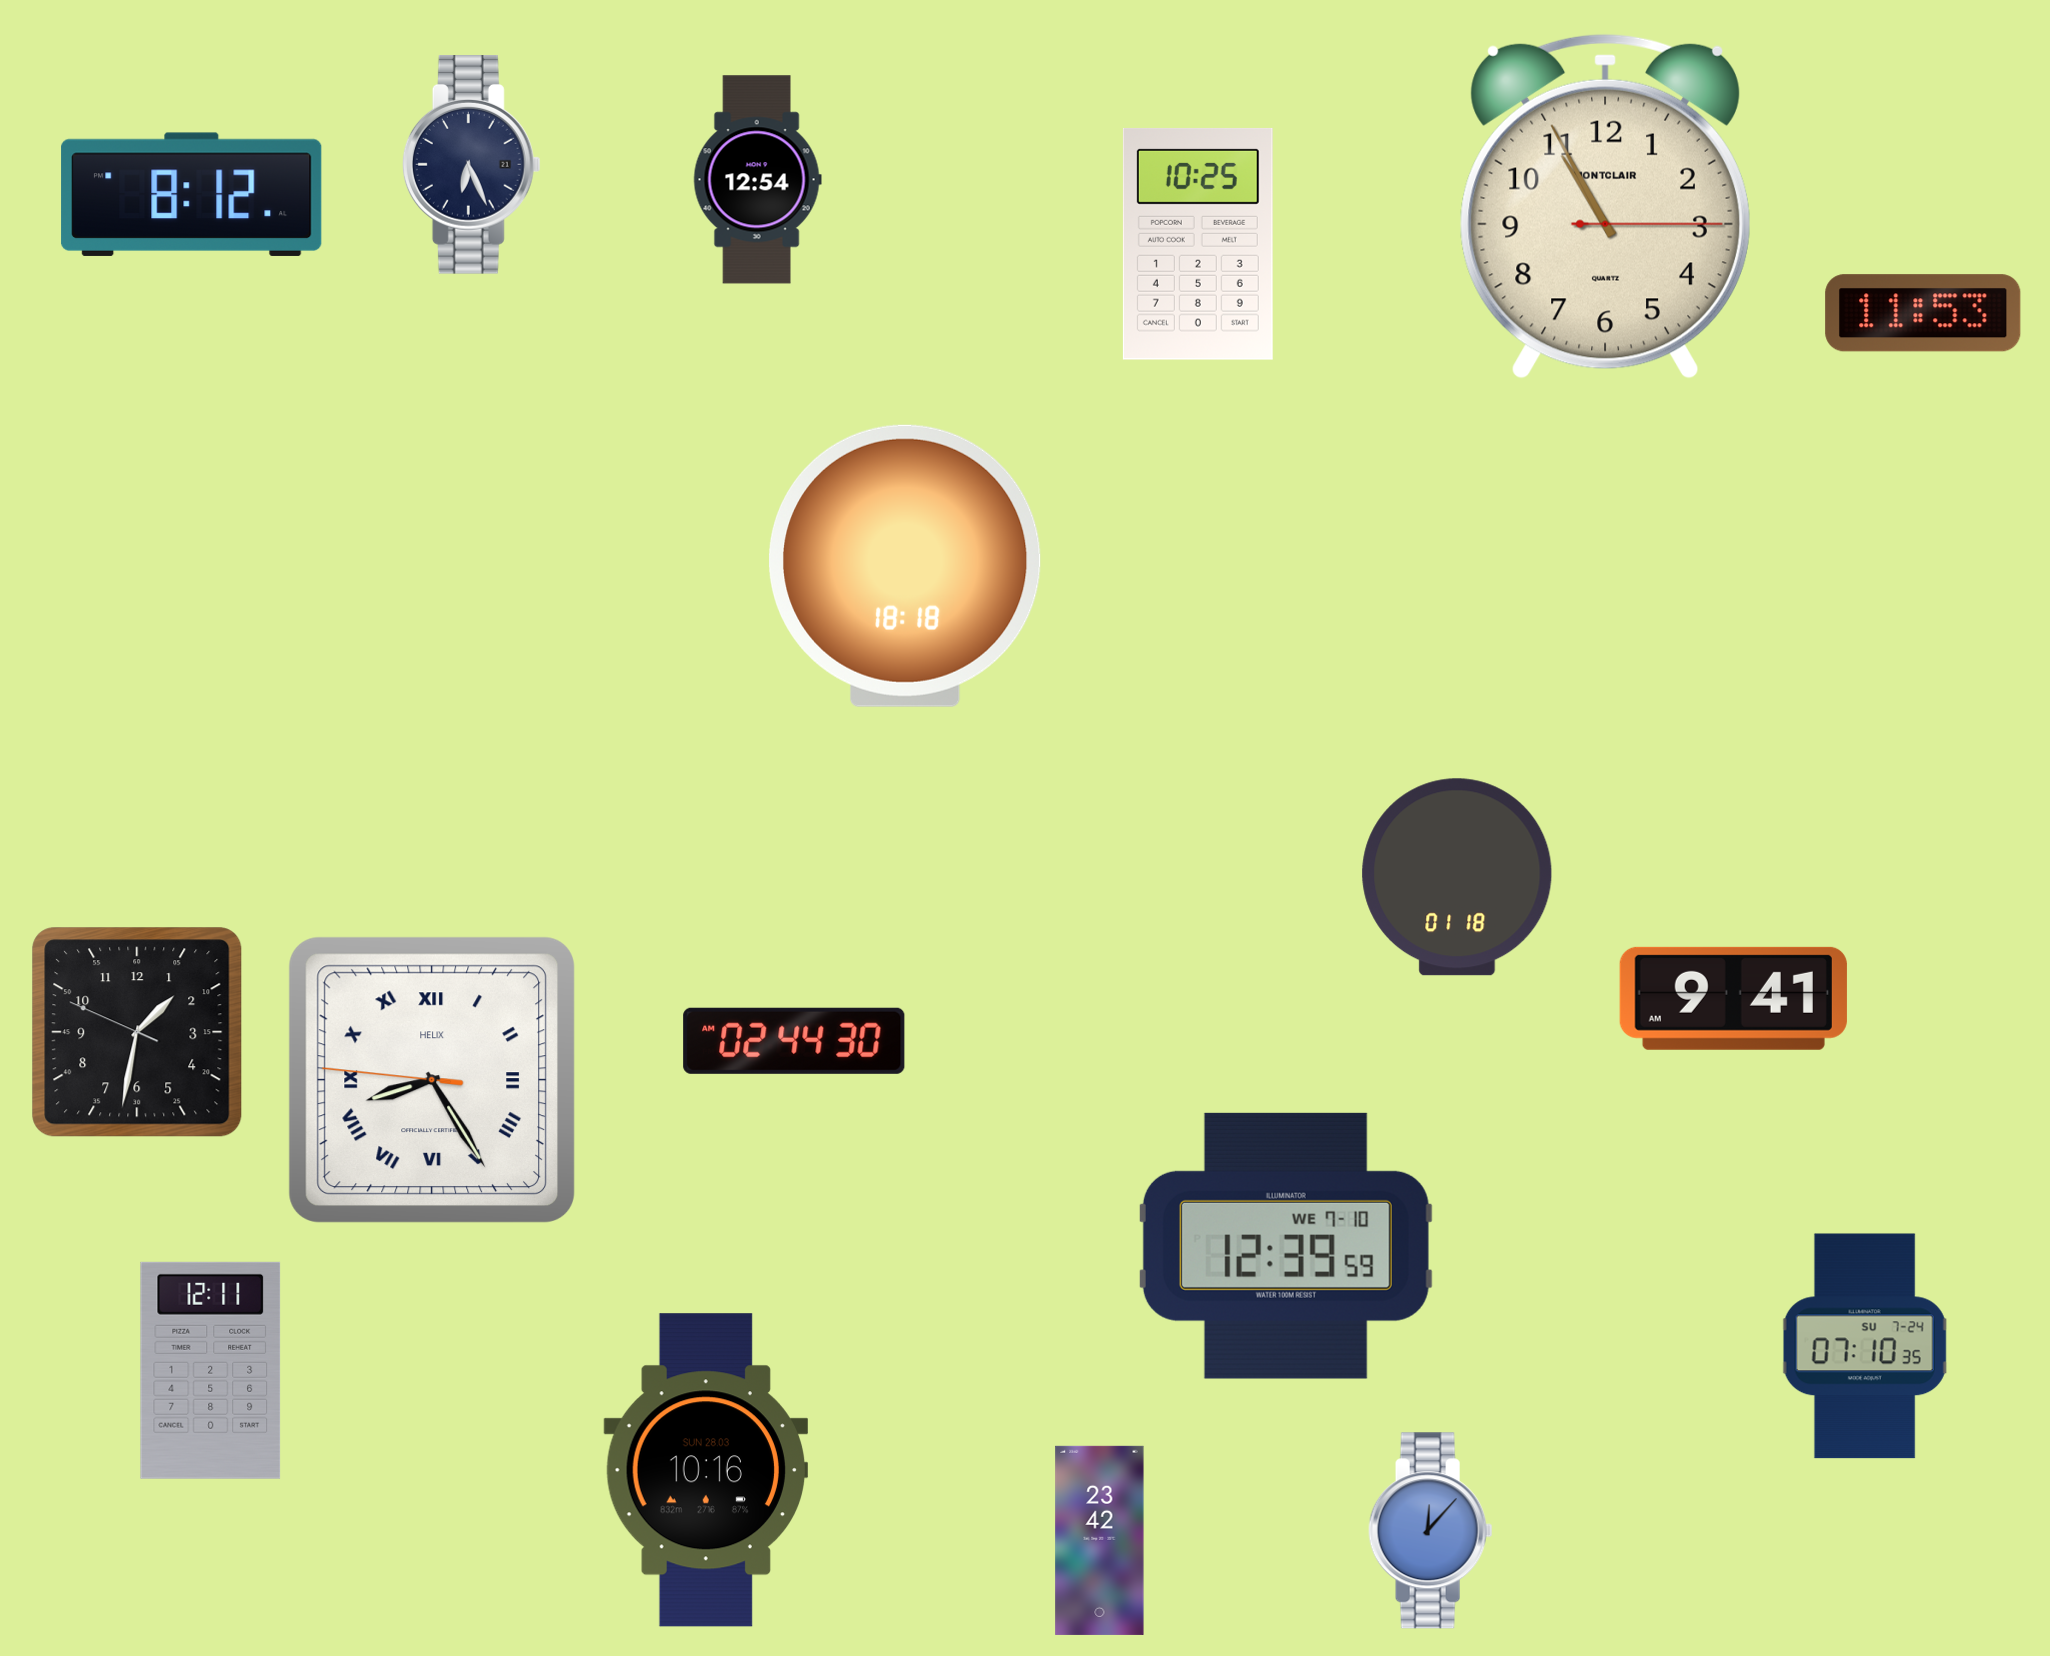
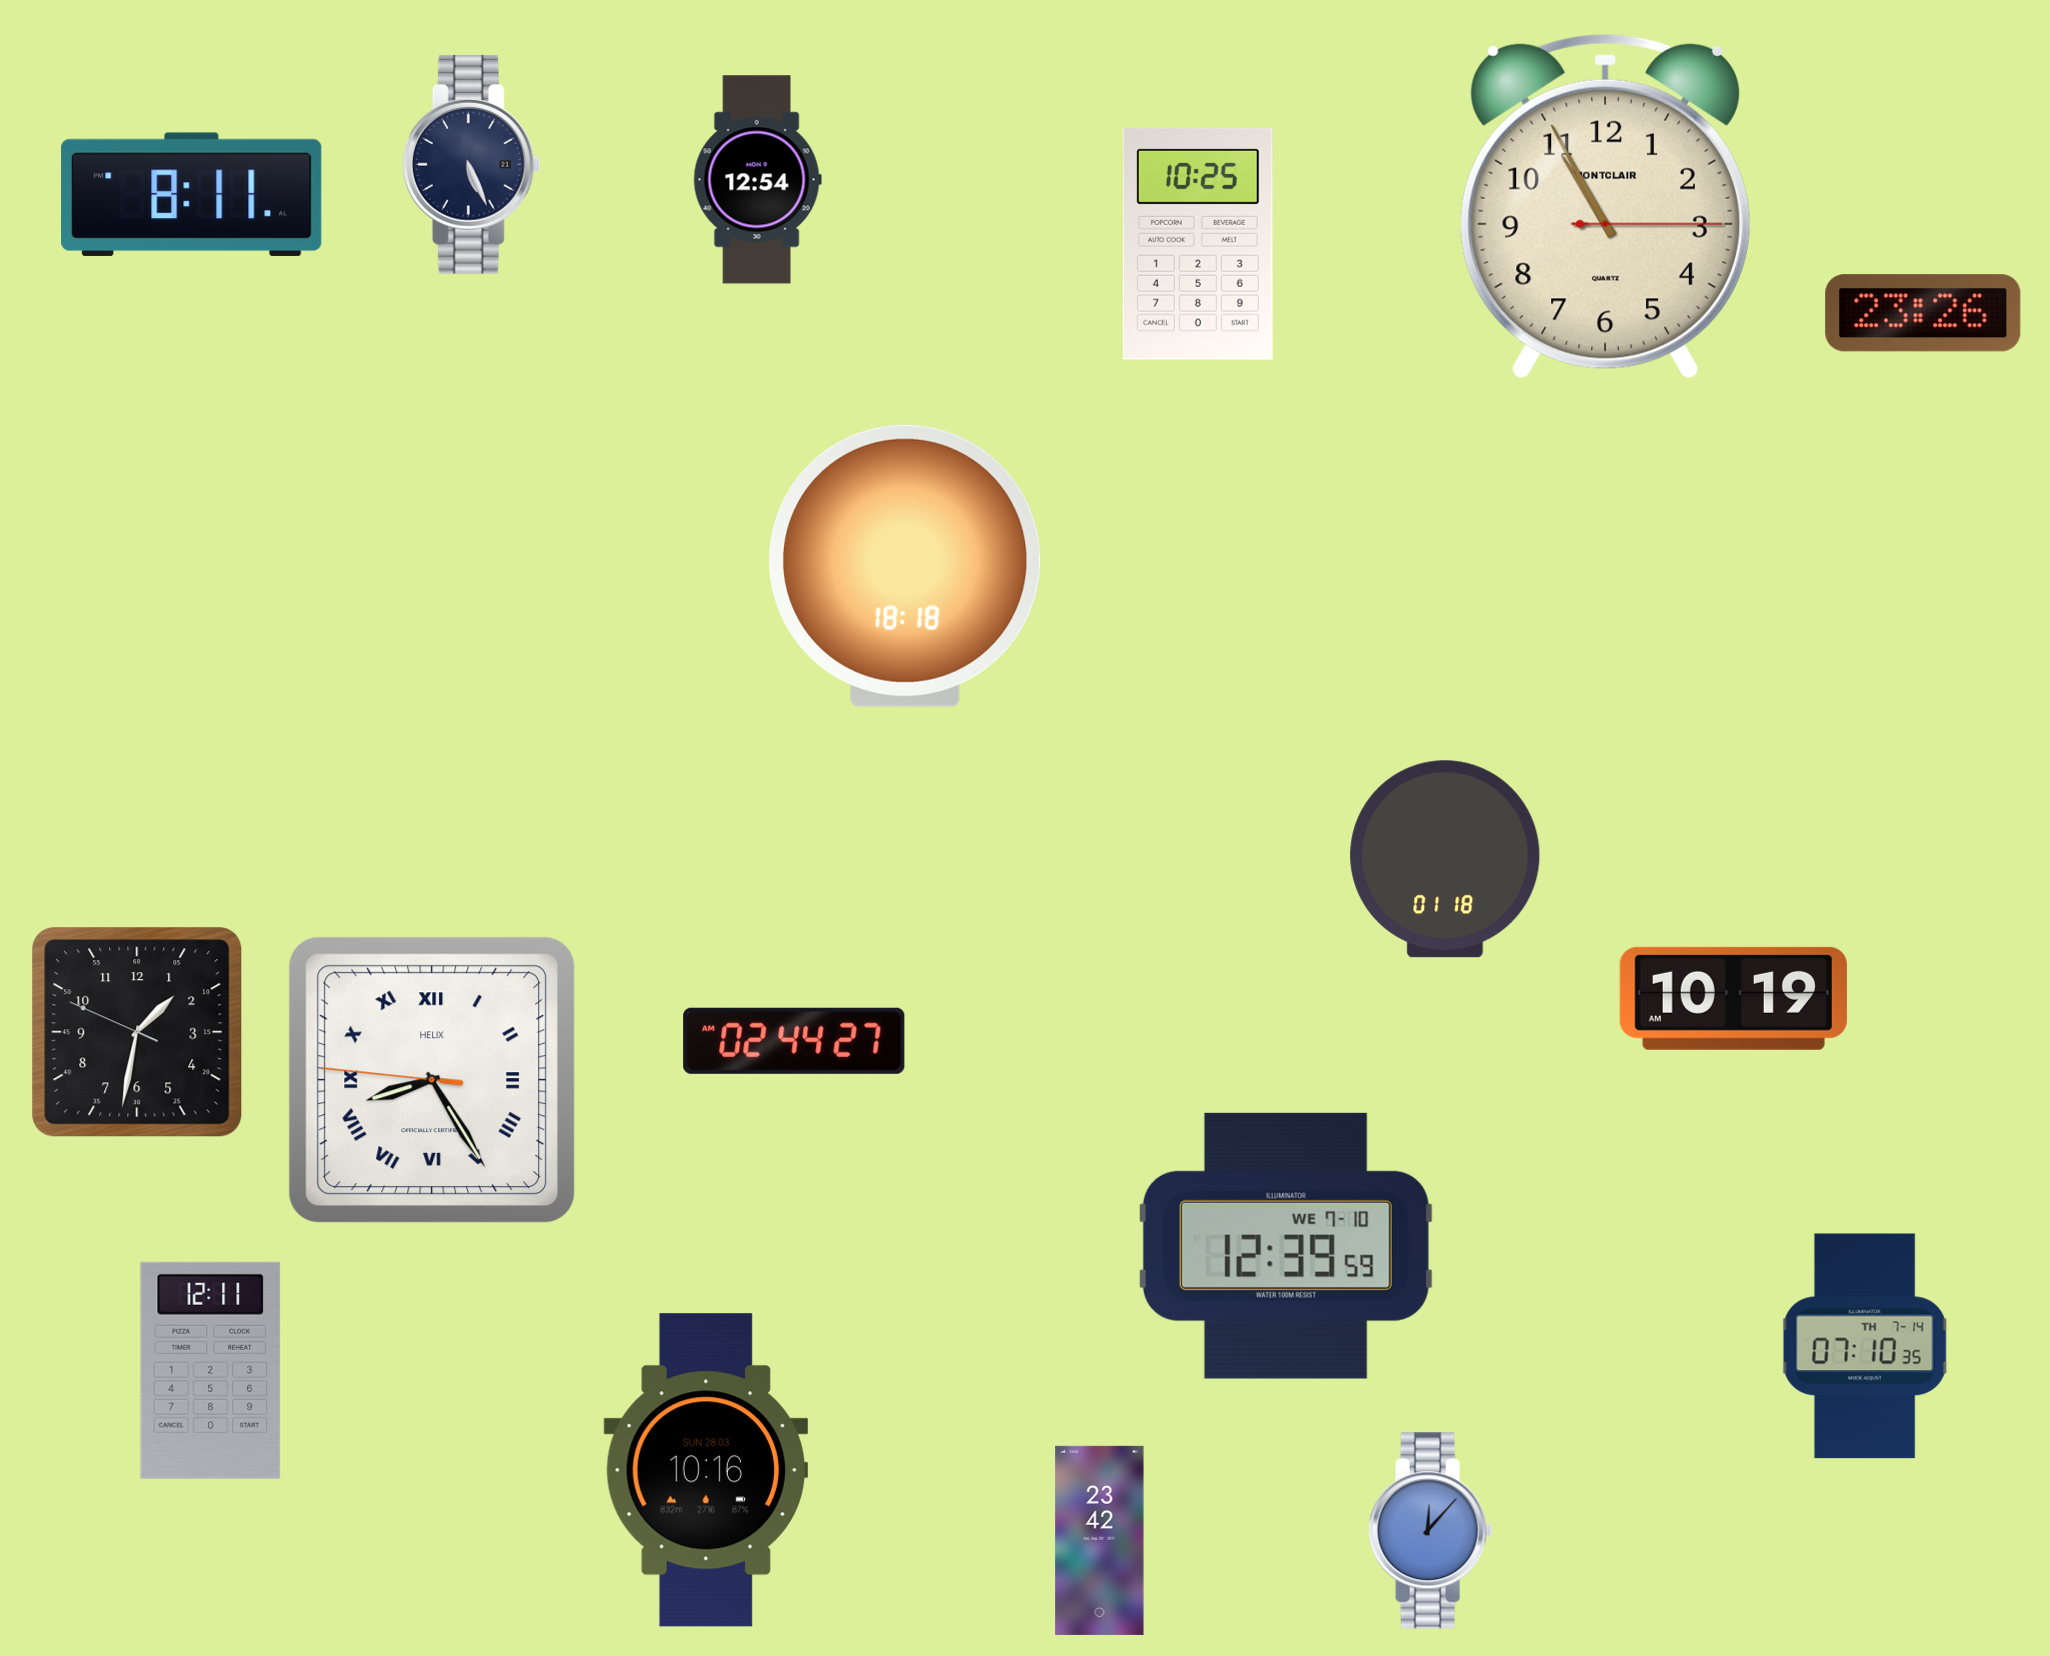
clock at (471, 165): 6:26 -> 5:26
clock at (192, 194): 8:12 -> 8:11
clock at (1923, 313): 11:53 -> 23:26
clock at (1457, 877) position: (1457, 877) -> (1445, 859)
clock at (1733, 998): 9:41 -> 10:19
clock at (794, 1041): 02:44:30 -> 02:44:27
clock at (1865, 1346) date: SU 7-24 -> TH 7-14
